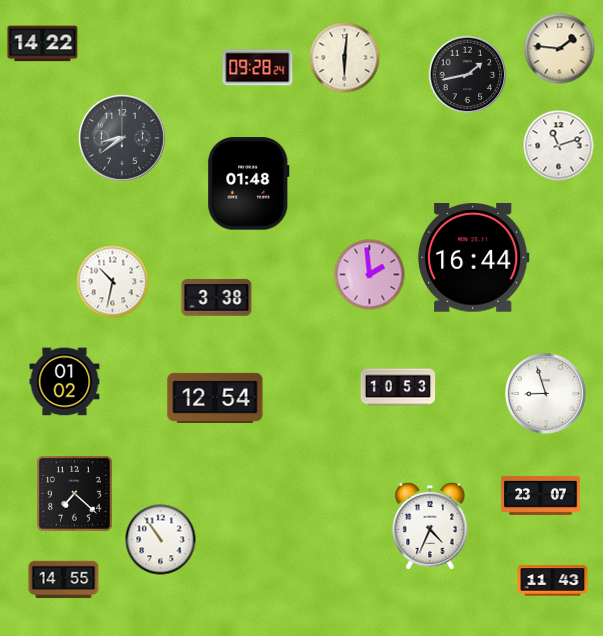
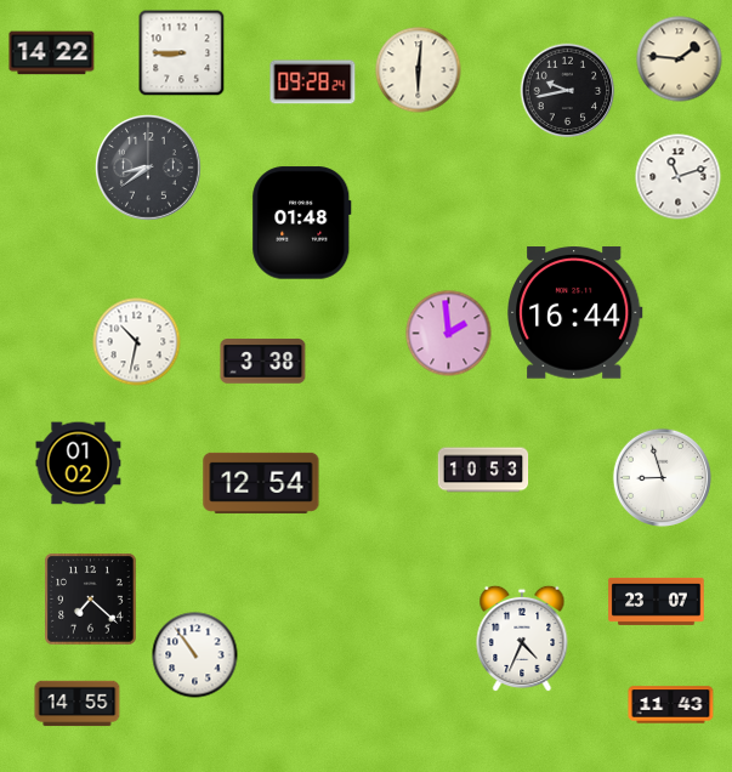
clock at (182, 53): none -> 8:45
clock at (468, 75): 1:43 -> 9:43
